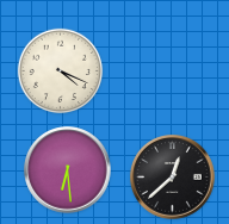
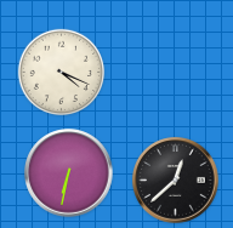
clock at (68, 170): 6:29 -> 6:32
